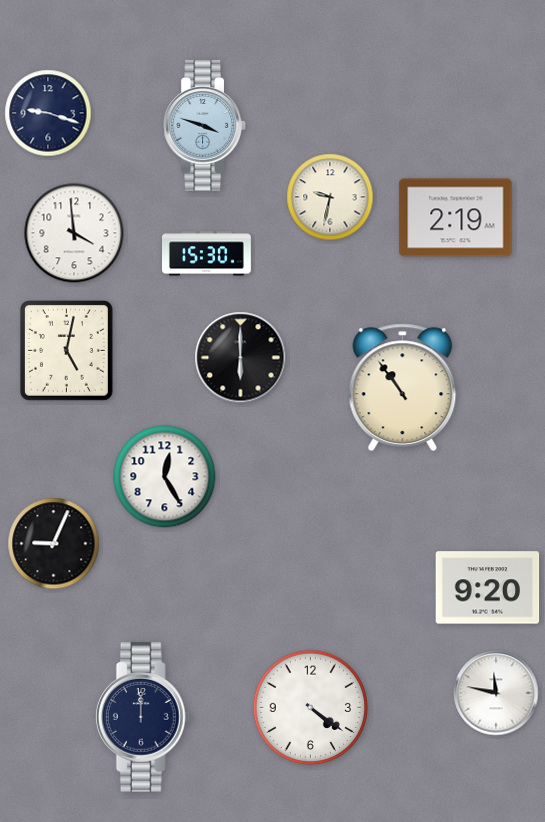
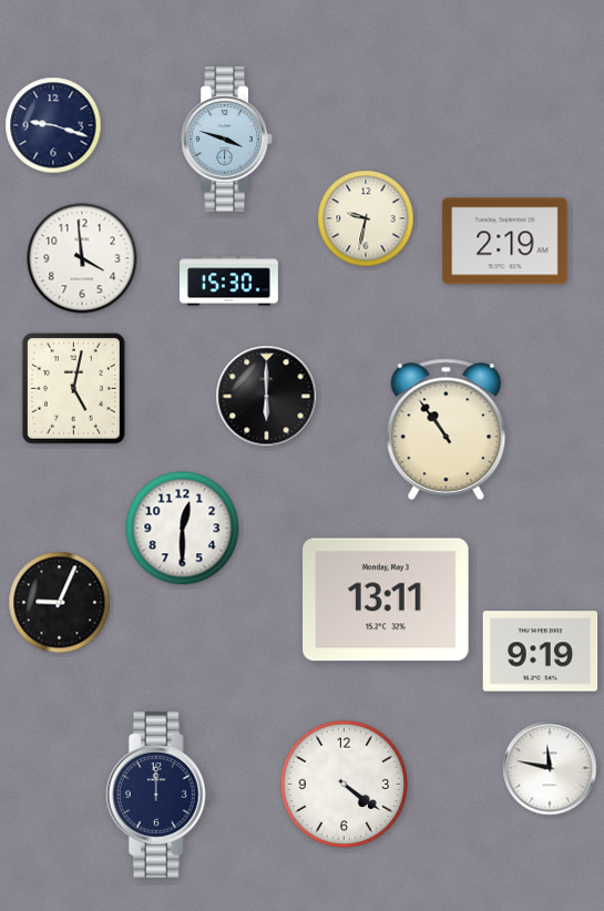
clock at (165, 477): 12:25 -> 12:30
clock at (386, 600): none -> 13:11
clock at (488, 588): 9:20 -> 9:19
